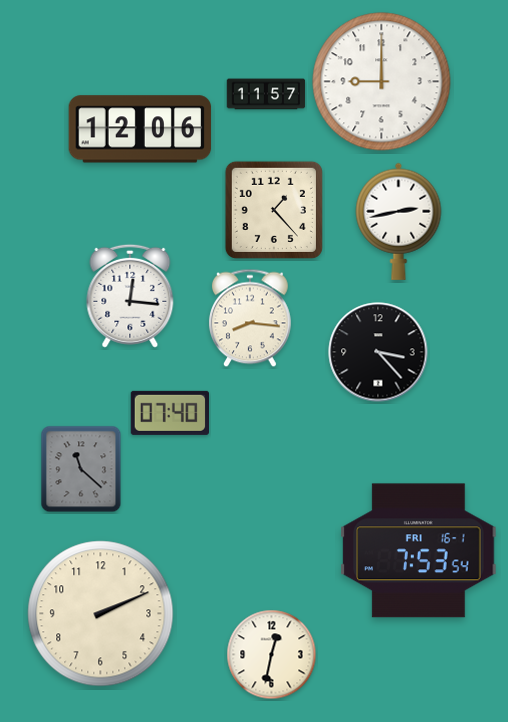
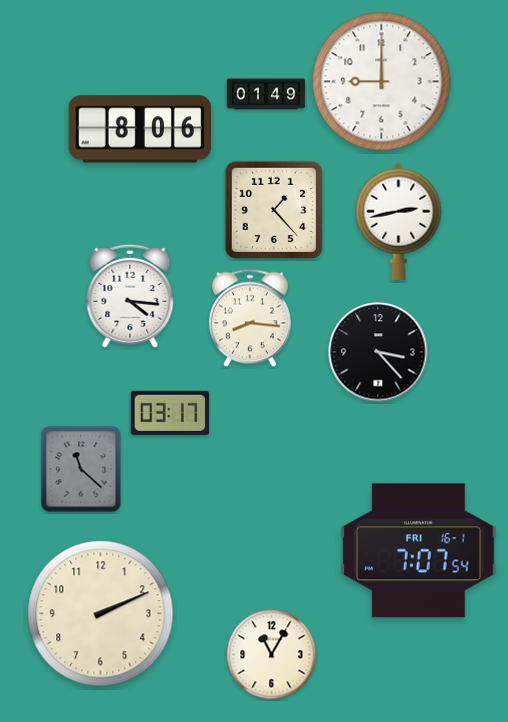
clock at (266, 94): 11:57 -> 01:49
clock at (140, 129): 12:06 -> 8:06
clock at (130, 296): 12:16 -> 4:16
clock at (169, 413): 07:40 -> 03:17
clock at (419, 551): 7:53 -> 7:07
clock at (272, 655): 12:32 -> 11:05
